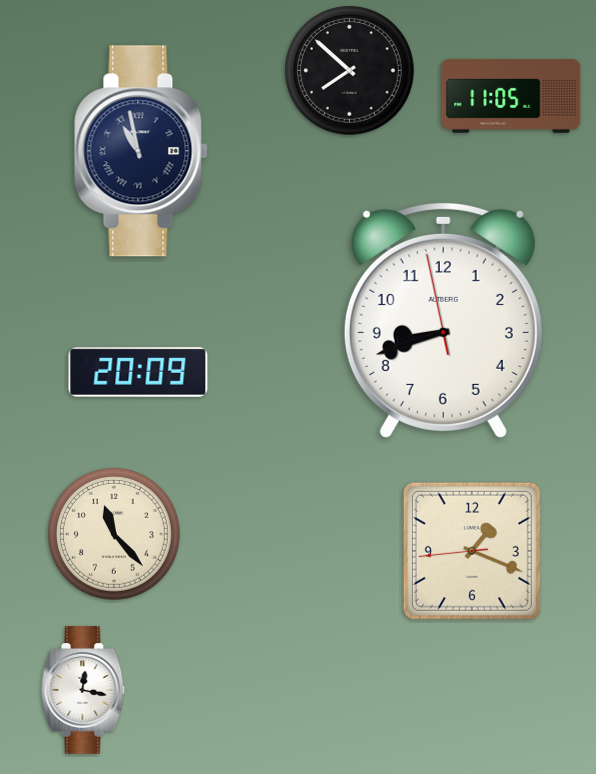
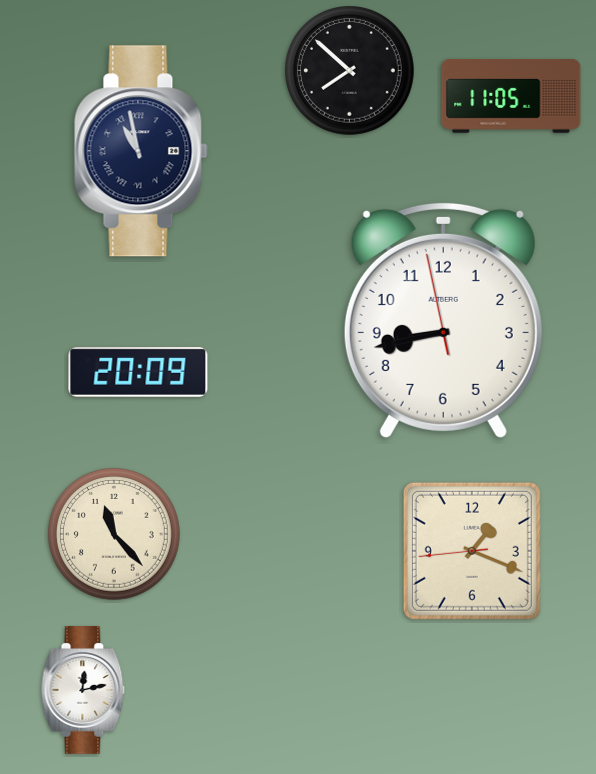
clock at (443, 320): 8:41 -> 8:42
clock at (83, 691): 12:17 -> 12:13
